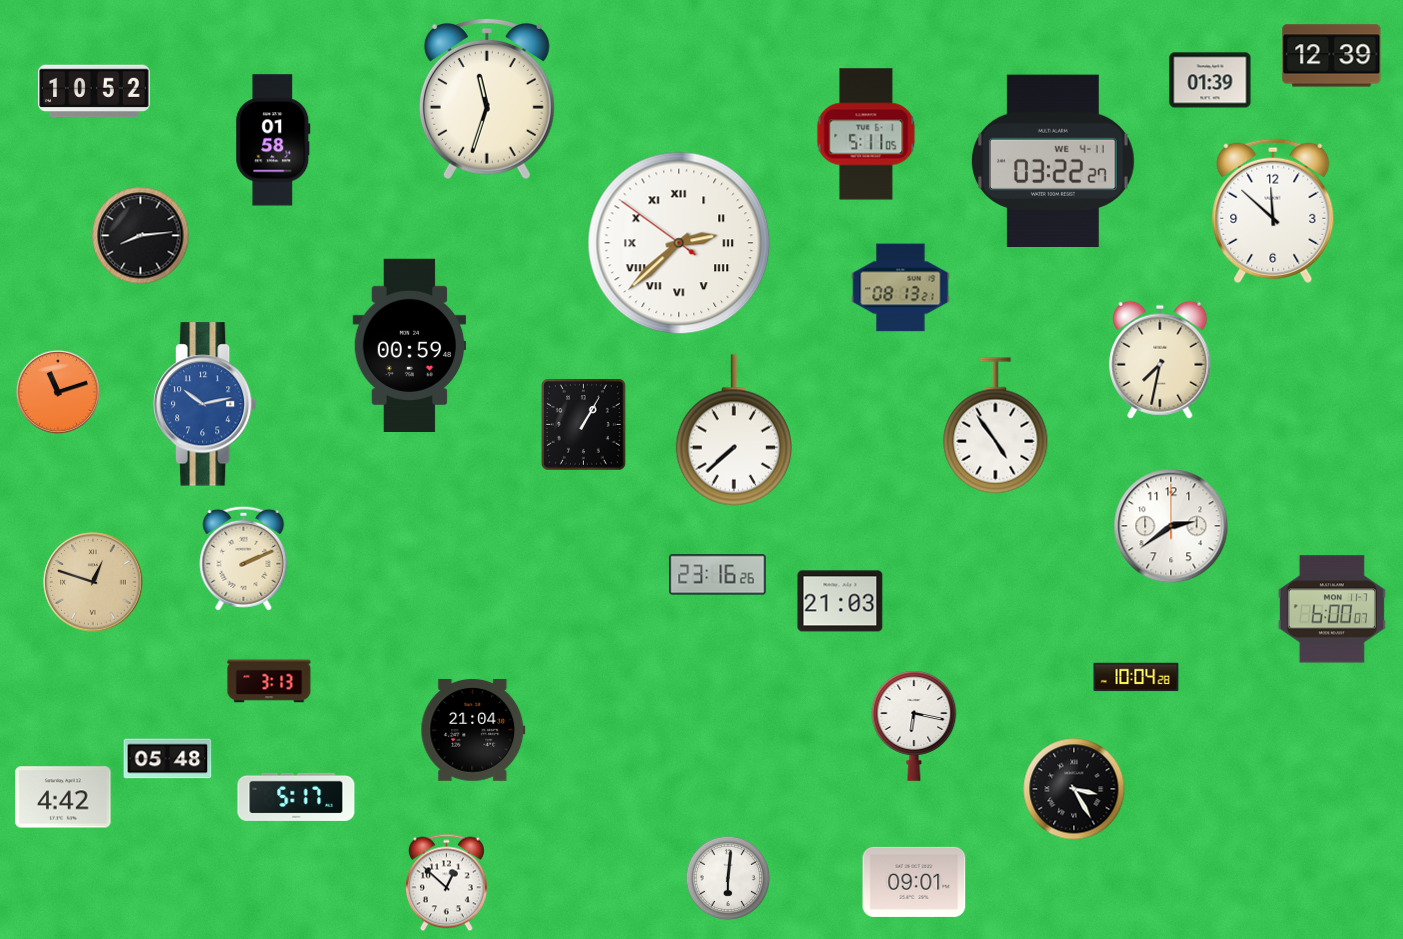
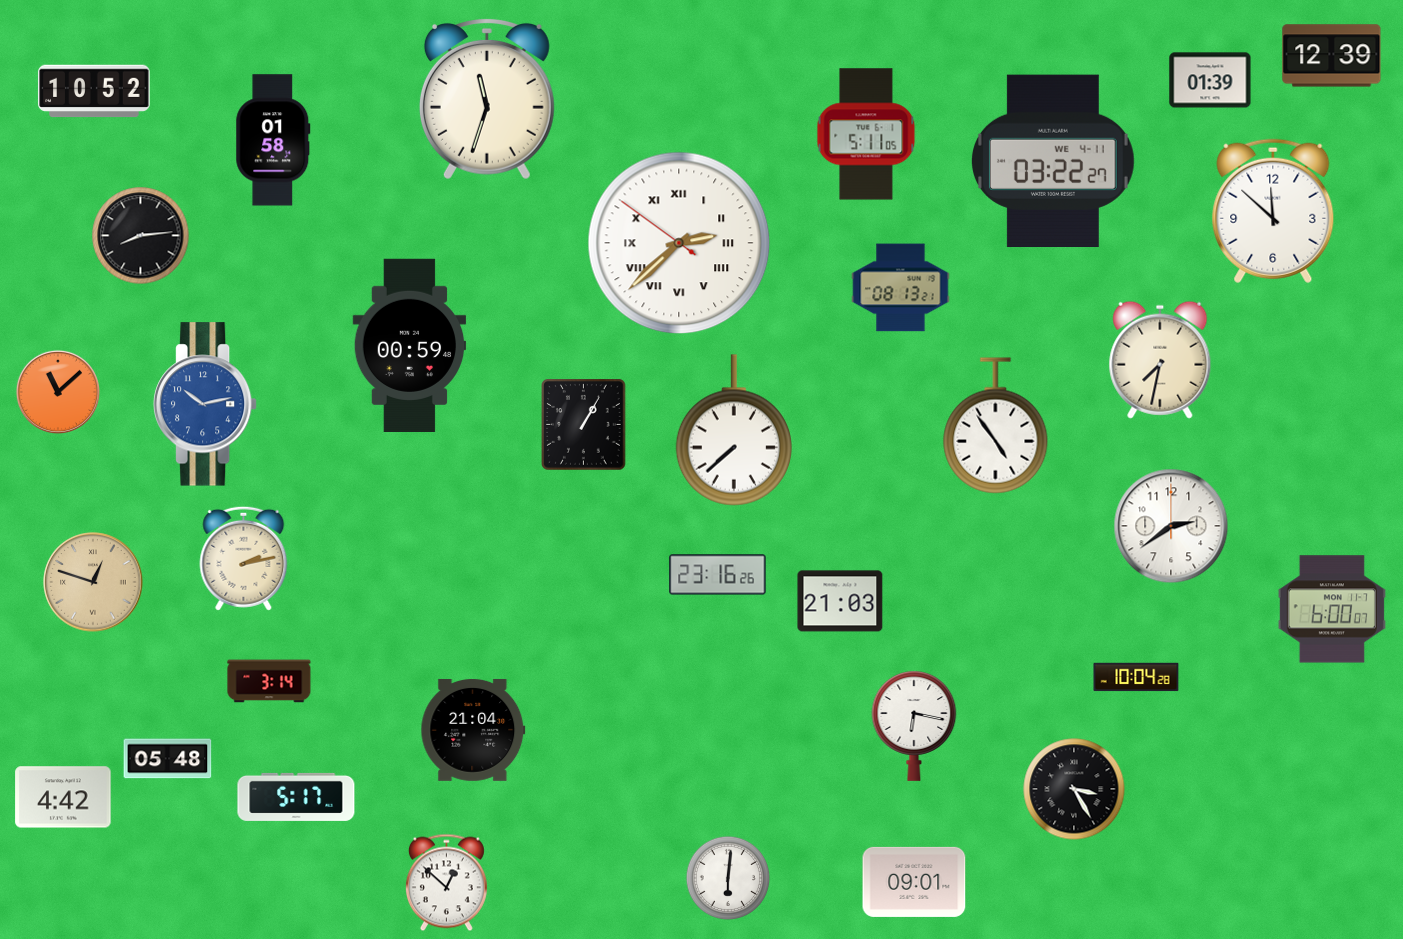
clock at (58, 392): 11:12 -> 11:08
clock at (244, 558): 2:11 -> 2:13
clock at (269, 681): 3:13 -> 3:14
